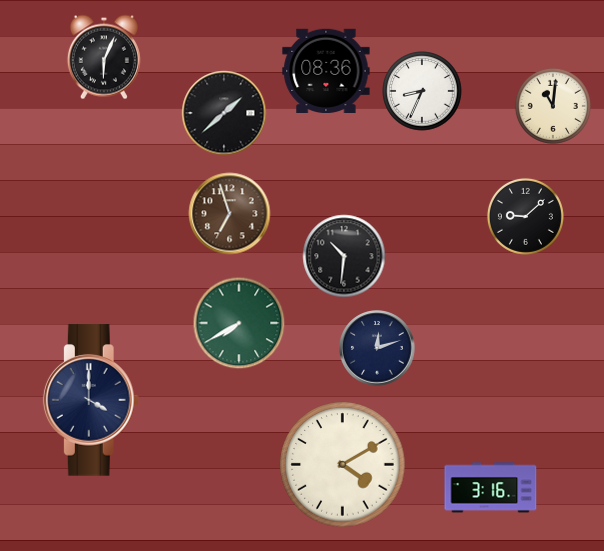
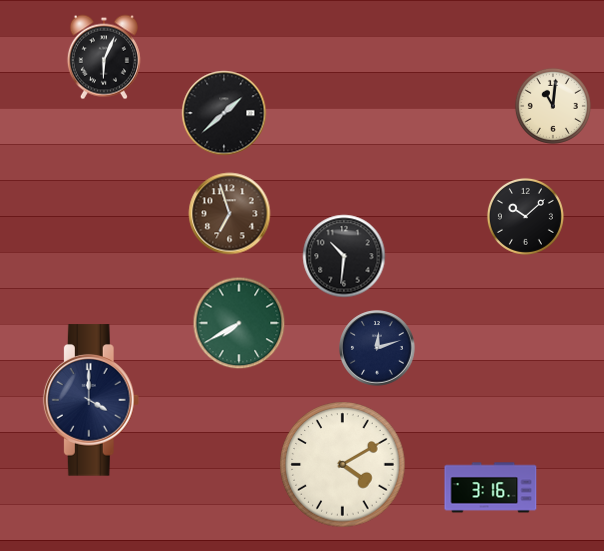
clock at (326, 70): 08:36 -> none
clock at (422, 91): 8:34 -> none
clock at (525, 216): 9:08 -> 10:08
